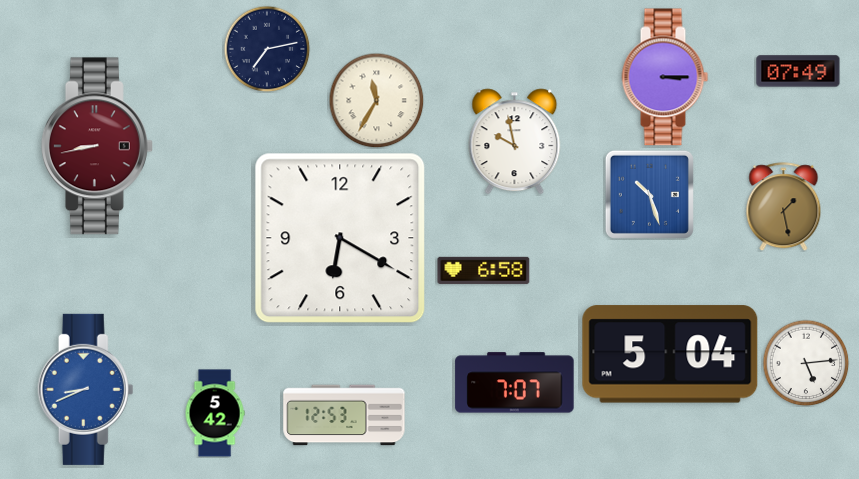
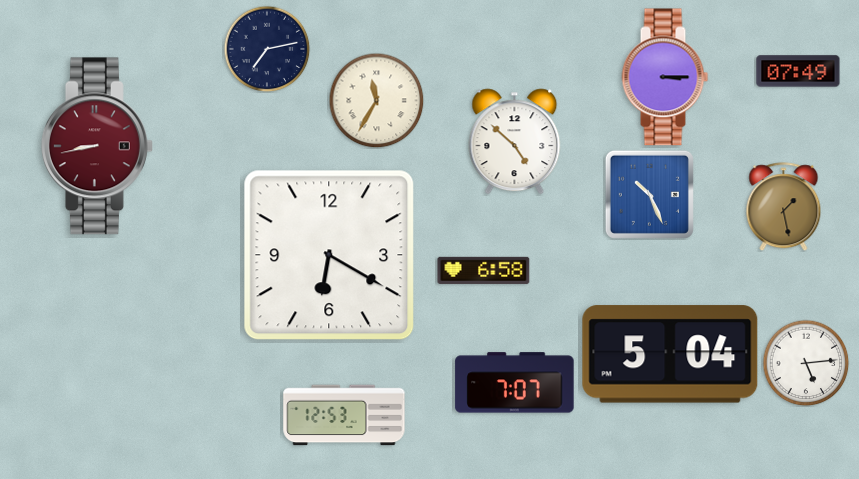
clock at (515, 142): 9:58 -> 4:52
clock at (649, 194): 10:27 -> 10:26
clock at (340, 238) position: (340, 238) -> (329, 255)
clock at (86, 389): 8:41 -> none
clock at (215, 413): 5:42 -> none
